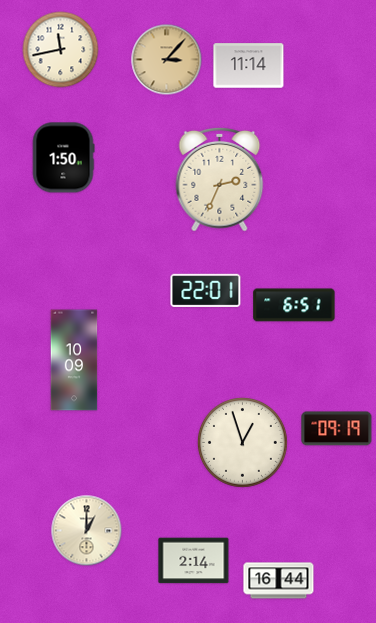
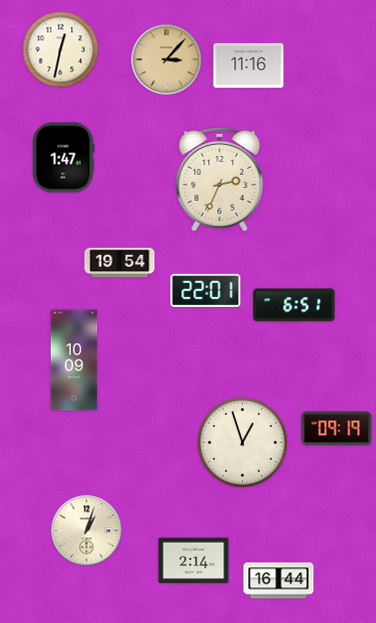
clock at (61, 50): 11:43 -> 12:32
clock at (249, 66): 11:14 -> 11:16
clock at (63, 158): 1:50 -> 1:47
clock at (120, 263): none -> 19:54
clock at (87, 531): 1:00 -> 1:03
